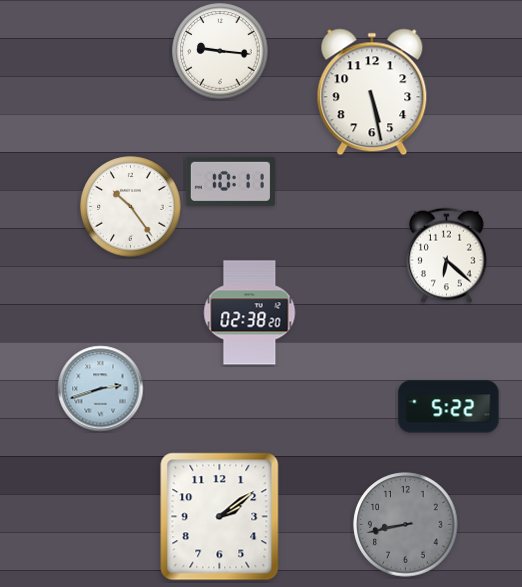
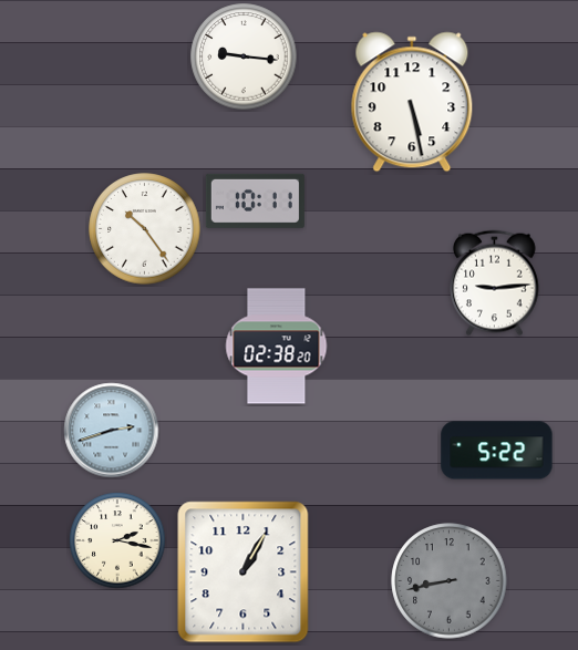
clock at (447, 256): 6:22 -> 9:14
clock at (117, 540): none -> 2:17
clock at (220, 517): 2:09 -> 1:05
